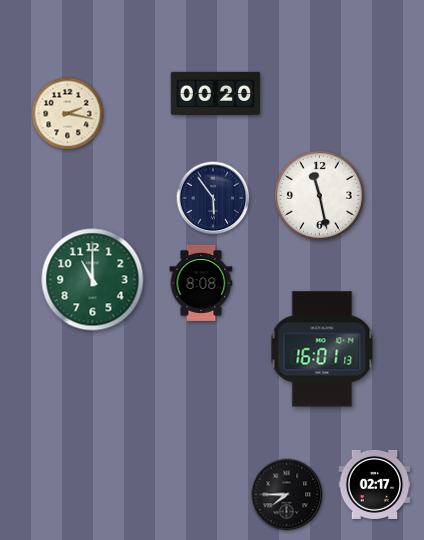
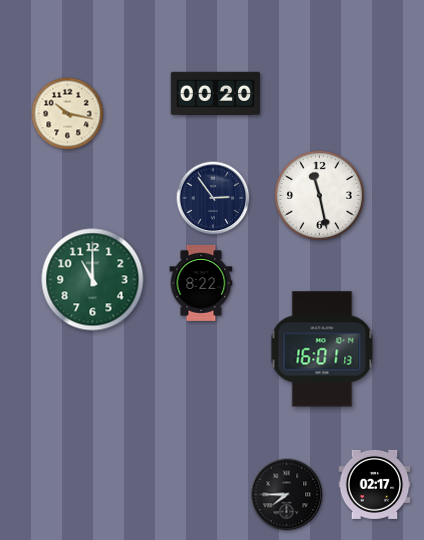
clock at (68, 114): 2:17 -> 10:17
clock at (213, 198): 5:54 -> 2:54
clock at (201, 283): 8:08 -> 8:22
